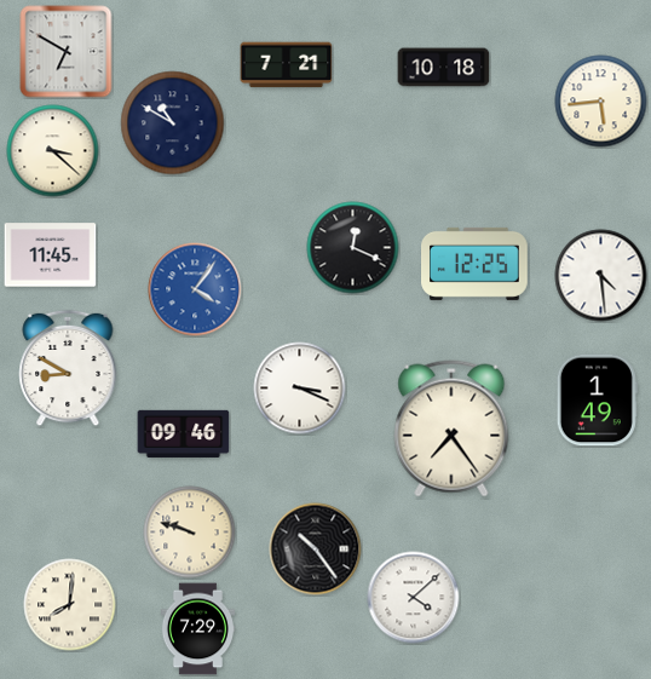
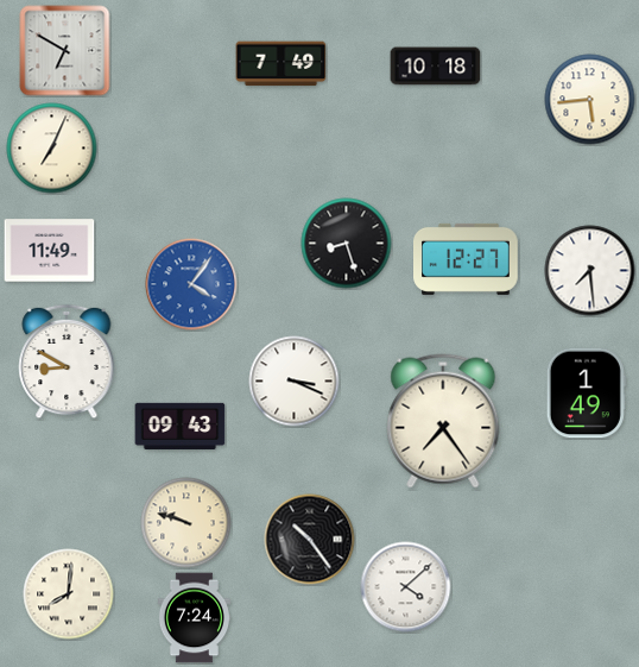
clock at (287, 65): 7:21 -> 7:49
clock at (173, 123): 10:50 -> none
clock at (53, 151): 3:22 -> 7:04
clock at (353, 248): 12:19 -> 8:27
clock at (51, 255): 11:45 -> 11:49
clock at (476, 264): 12:25 -> 12:27
clock at (601, 276): 4:29 -> 7:29
clock at (184, 433): 09:46 -> 09:43
clock at (197, 629): 7:29 -> 7:24
